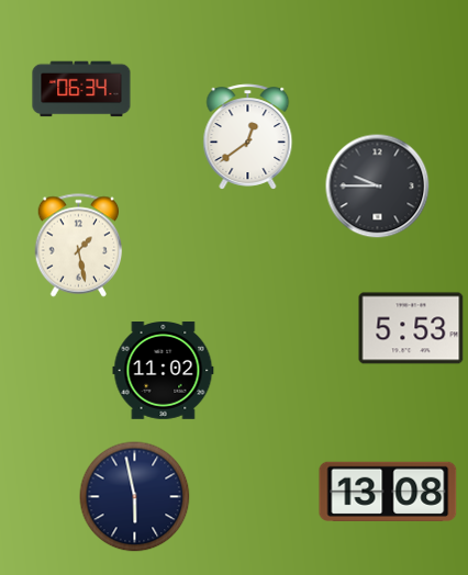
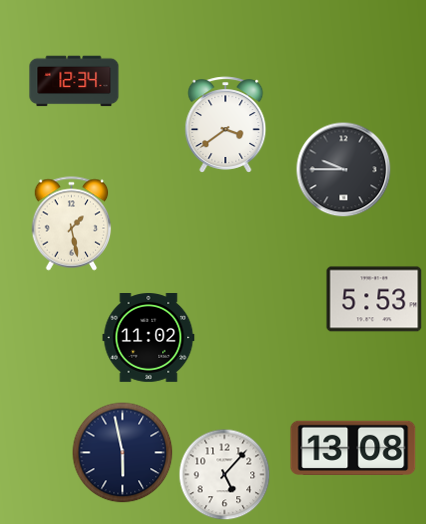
clock at (81, 89): 06:34 -> 12:34
clock at (248, 137): 12:39 -> 3:39
clock at (225, 475): none -> 5:07
